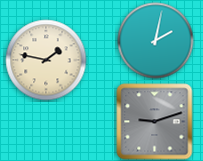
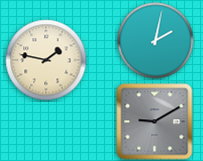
clock at (155, 122): 9:12 -> 9:10
